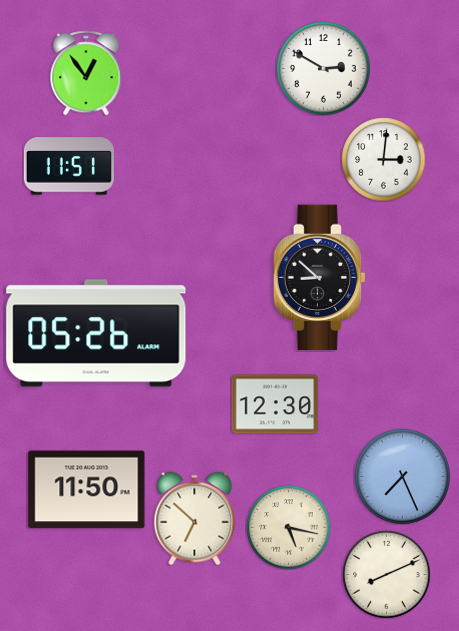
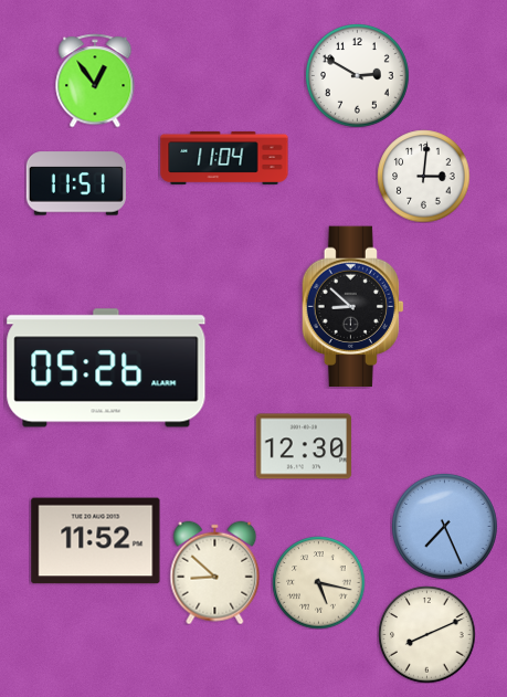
clock at (224, 158): none -> 11:04
clock at (87, 490): 11:50 -> 11:52
clock at (195, 518): 6:52 -> 8:52
